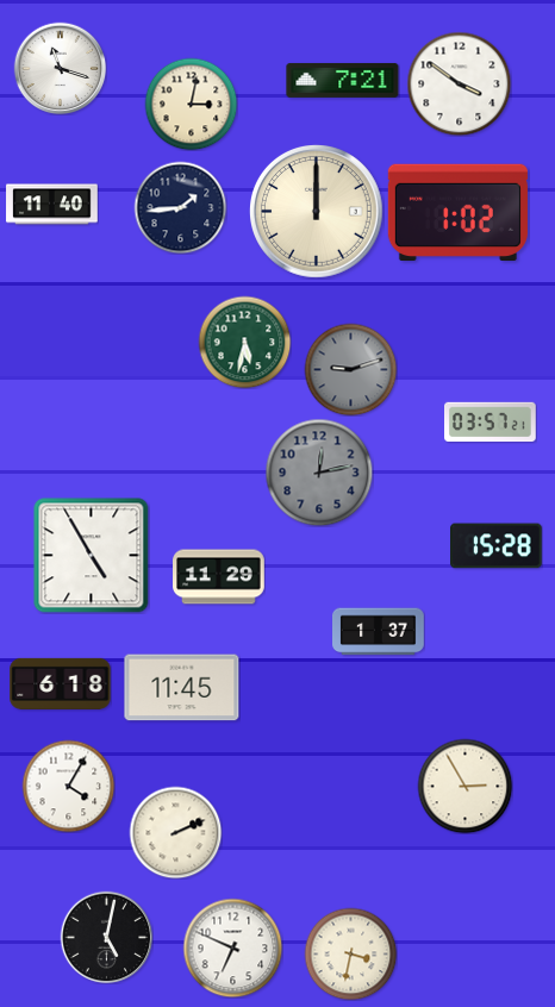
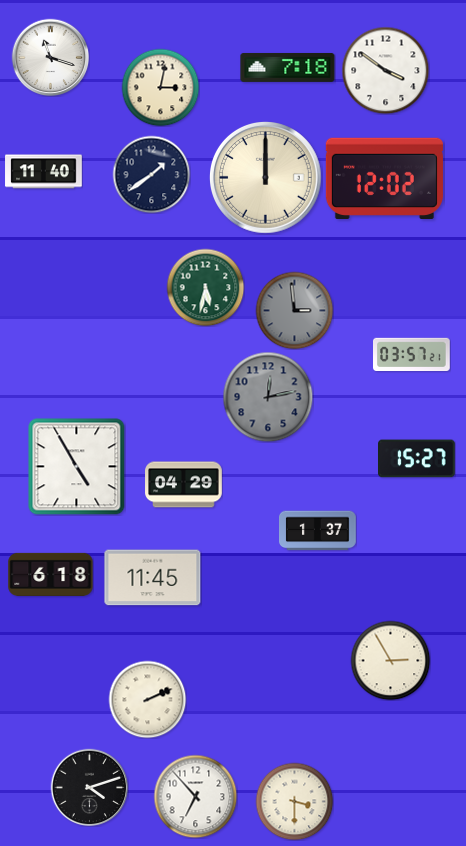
clock at (343, 80): 7:21 -> 7:18
clock at (180, 207): 1:44 -> 1:39
clock at (457, 212): 1:02 -> 12:02
clock at (350, 369): 9:12 -> 2:59
clock at (497, 546): 15:28 -> 15:27
clock at (219, 577): 11:29 -> 04:29
clock at (68, 786): 4:05 -> none
clock at (106, 937): 5:02 -> 4:12
clock at (232, 947): 6:49 -> 6:53
clock at (350, 953): 3:32 -> 3:30
